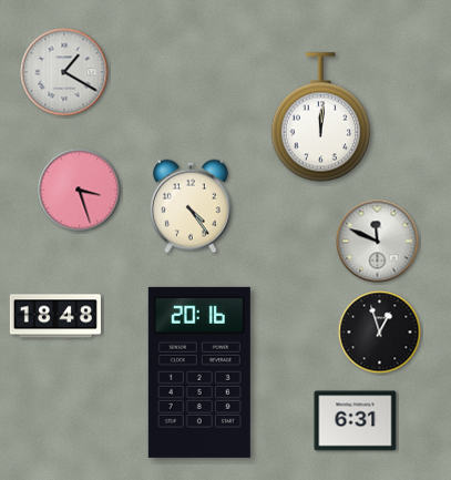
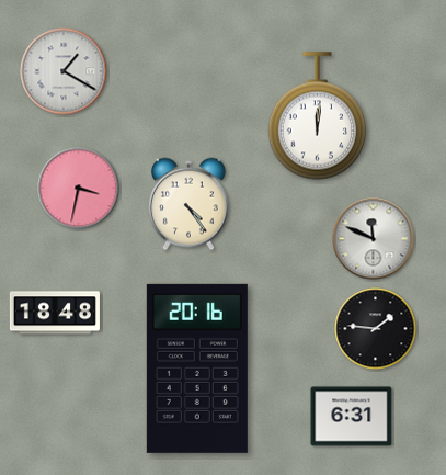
clock at (80, 191): 3:27 -> 3:32
clock at (380, 333): 12:57 -> 1:46
